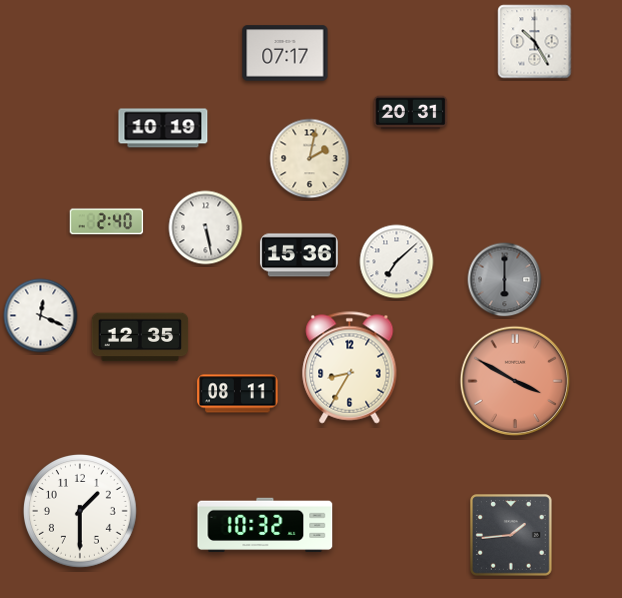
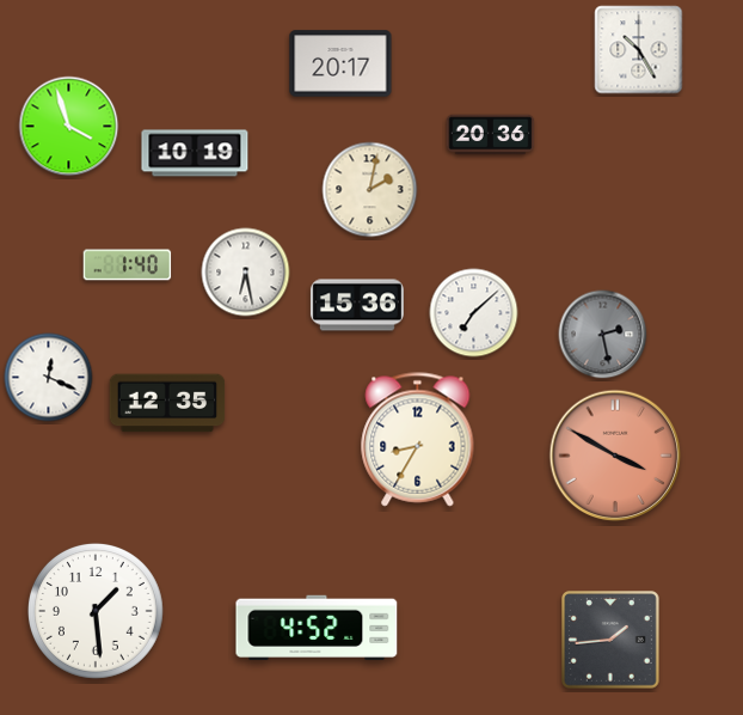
clock at (285, 53): 07:17 -> 20:17
clock at (69, 127): none -> 3:57
clock at (411, 113): 20:31 -> 20:36
clock at (107, 222): 2:40 -> 1:40
clock at (206, 228): 5:28 -> 6:28
clock at (505, 280): 6:00 -> 2:28
clock at (238, 394): 08:11 -> none
clock at (80, 511): 1:30 -> 1:29
clock at (265, 524): 10:32 -> 4:52
